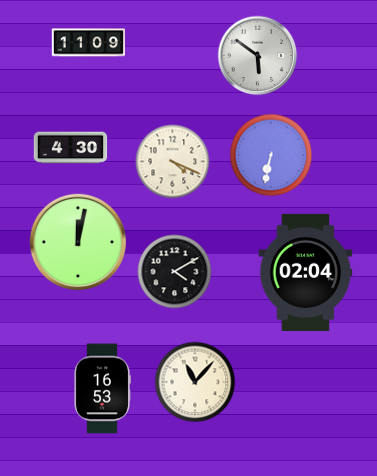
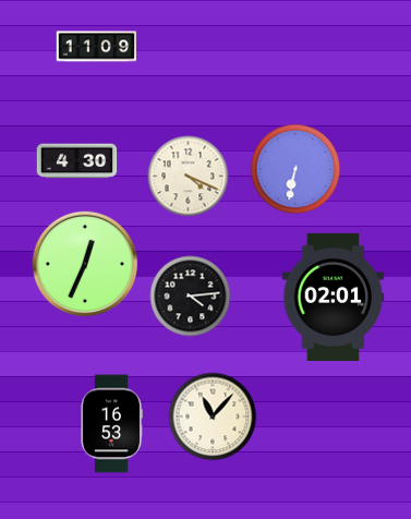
clock at (258, 56): 5:51 -> none
clock at (78, 242): 12:02 -> 12:34
clock at (175, 272): 4:10 -> 4:14
clock at (306, 272): 02:04 -> 02:01
